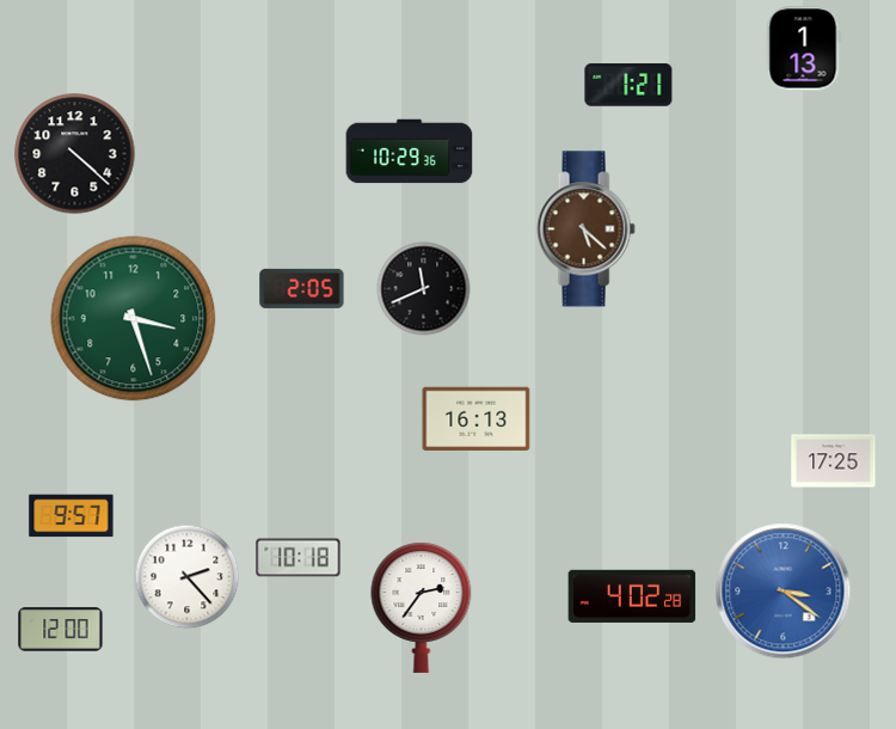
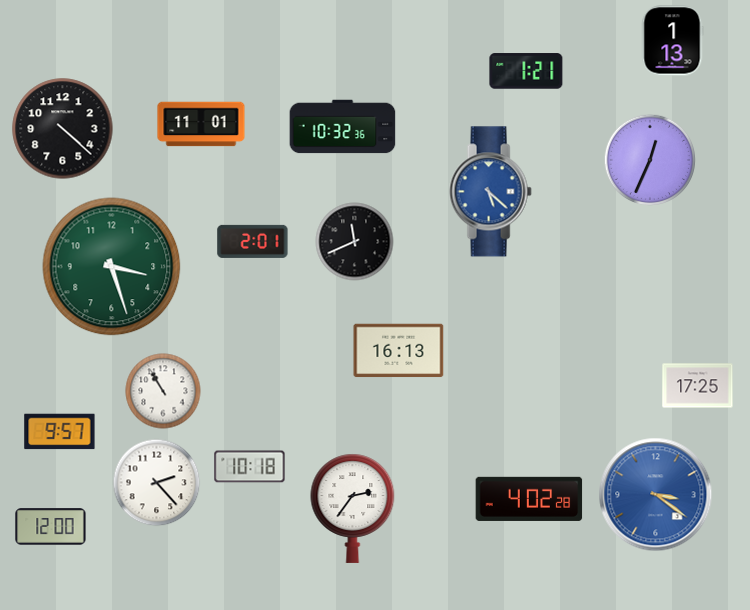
clock at (201, 124): none -> 11:01
clock at (410, 152): 10:29 -> 10:32
clock at (649, 159): none -> 12:34
clock at (585, 229) dial: brown -> blue
clock at (302, 288): 2:05 -> 2:01
clock at (163, 391): none -> 10:55
